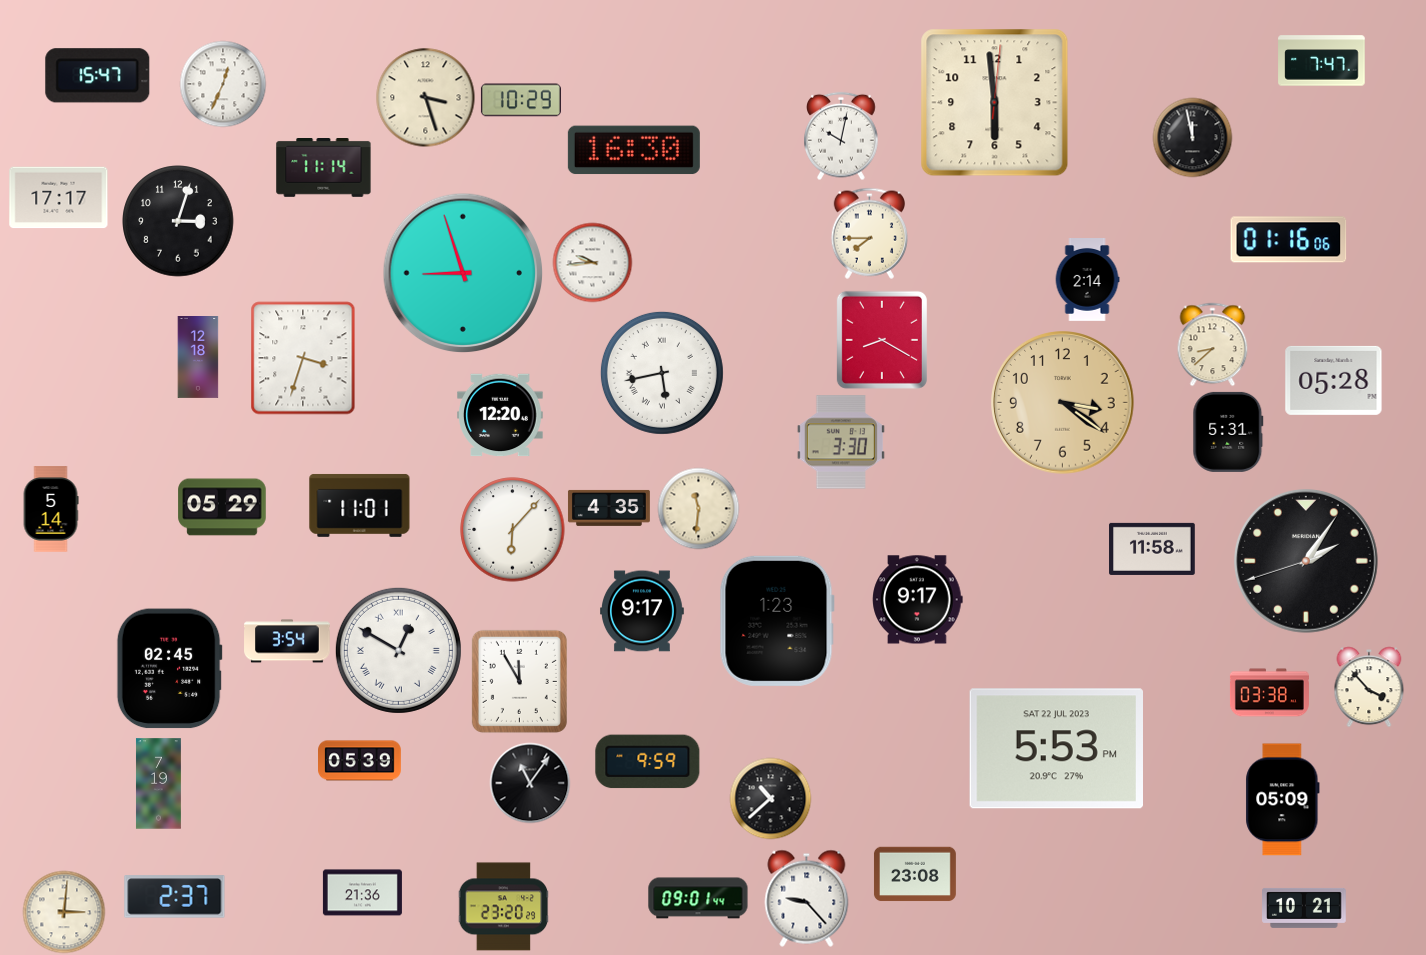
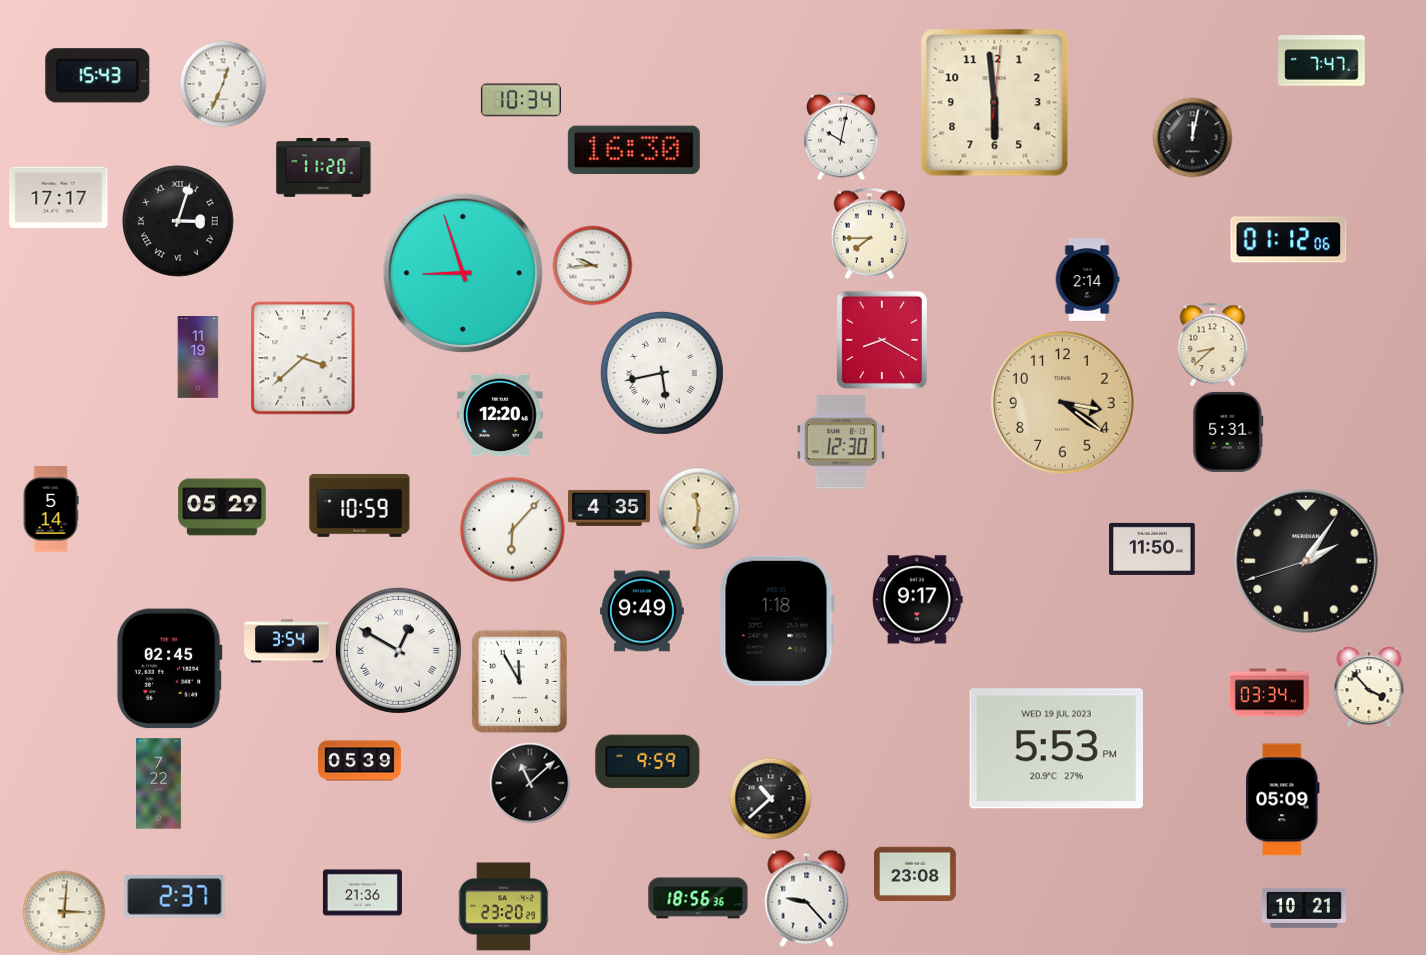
clock at (98, 76): 15:47 -> 15:43
clock at (426, 98): 3:27 -> none
clock at (521, 100): 10:29 -> 10:34
clock at (1192, 137): 11:58 -> 12:02
clock at (324, 168): 11:14 -> 11:20
clock at (178, 221) numerals: Arabic -> Roman
clock at (1289, 240): 01:16 -> 01:12
clock at (592, 262) position: (592, 262) -> (592, 265)
clock at (198, 358): 12:18 -> 11:19
clock at (303, 358): 3:33 -> 3:38
clock at (1334, 380): 05:28 -> none
clock at (841, 442): 3:30 -> 12:30
clock at (360, 505): 11:01 -> 10:59
clock at (1152, 549): 11:58 -> 11:50
clock at (643, 611): 9:17 -> 9:49
clock at (777, 621): 1:23 -> 1:18
clock at (1269, 693): 03:38 -> 03:34
clock at (1056, 749) date: SAT 22 JUL 2023 -> WED 19 JUL 2023
clock at (530, 783): 11:06 -> 11:08
clock at (158, 784): 7:19 -> 7:22
clock at (698, 898): 09:01 -> 18:56
